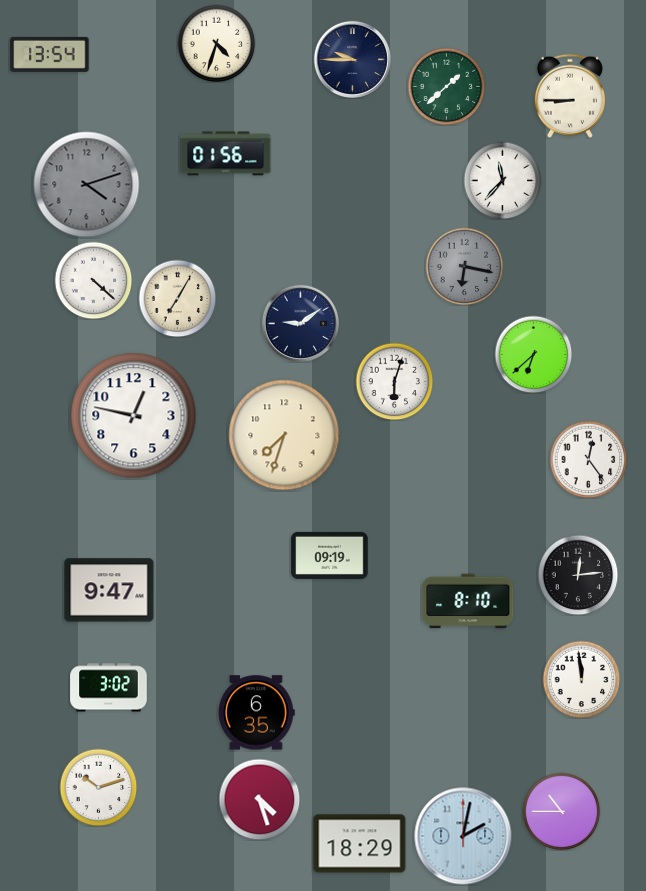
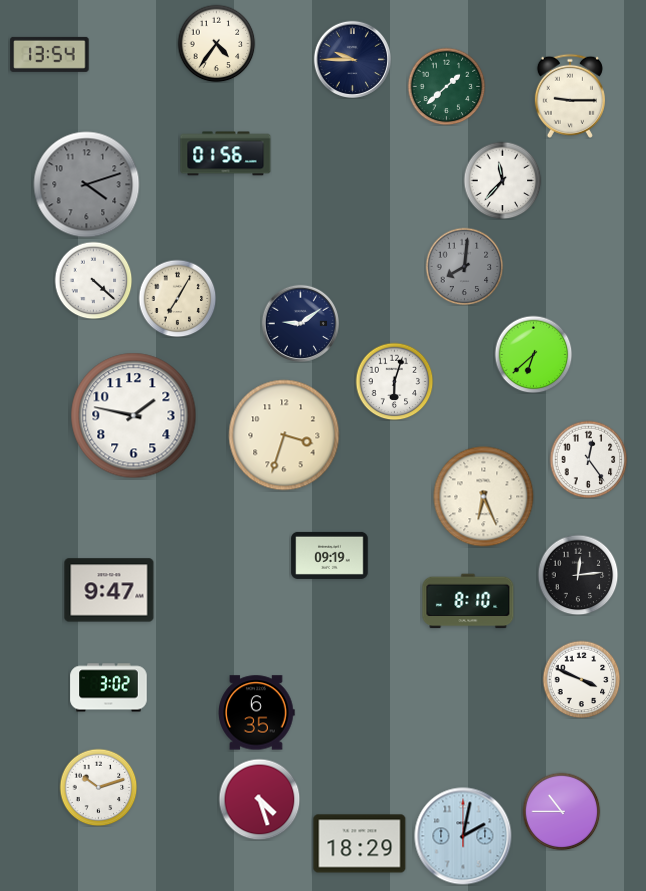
clock at (216, 43): 4:33 -> 4:36
clock at (570, 96): 8:45 -> 9:15
clock at (464, 266): 6:17 -> 8:01
clock at (134, 416): 12:47 -> 1:47
clock at (284, 435): 7:33 -> 3:33
clock at (484, 497): none -> 6:26
clock at (581, 679): 11:59 -> 3:49
